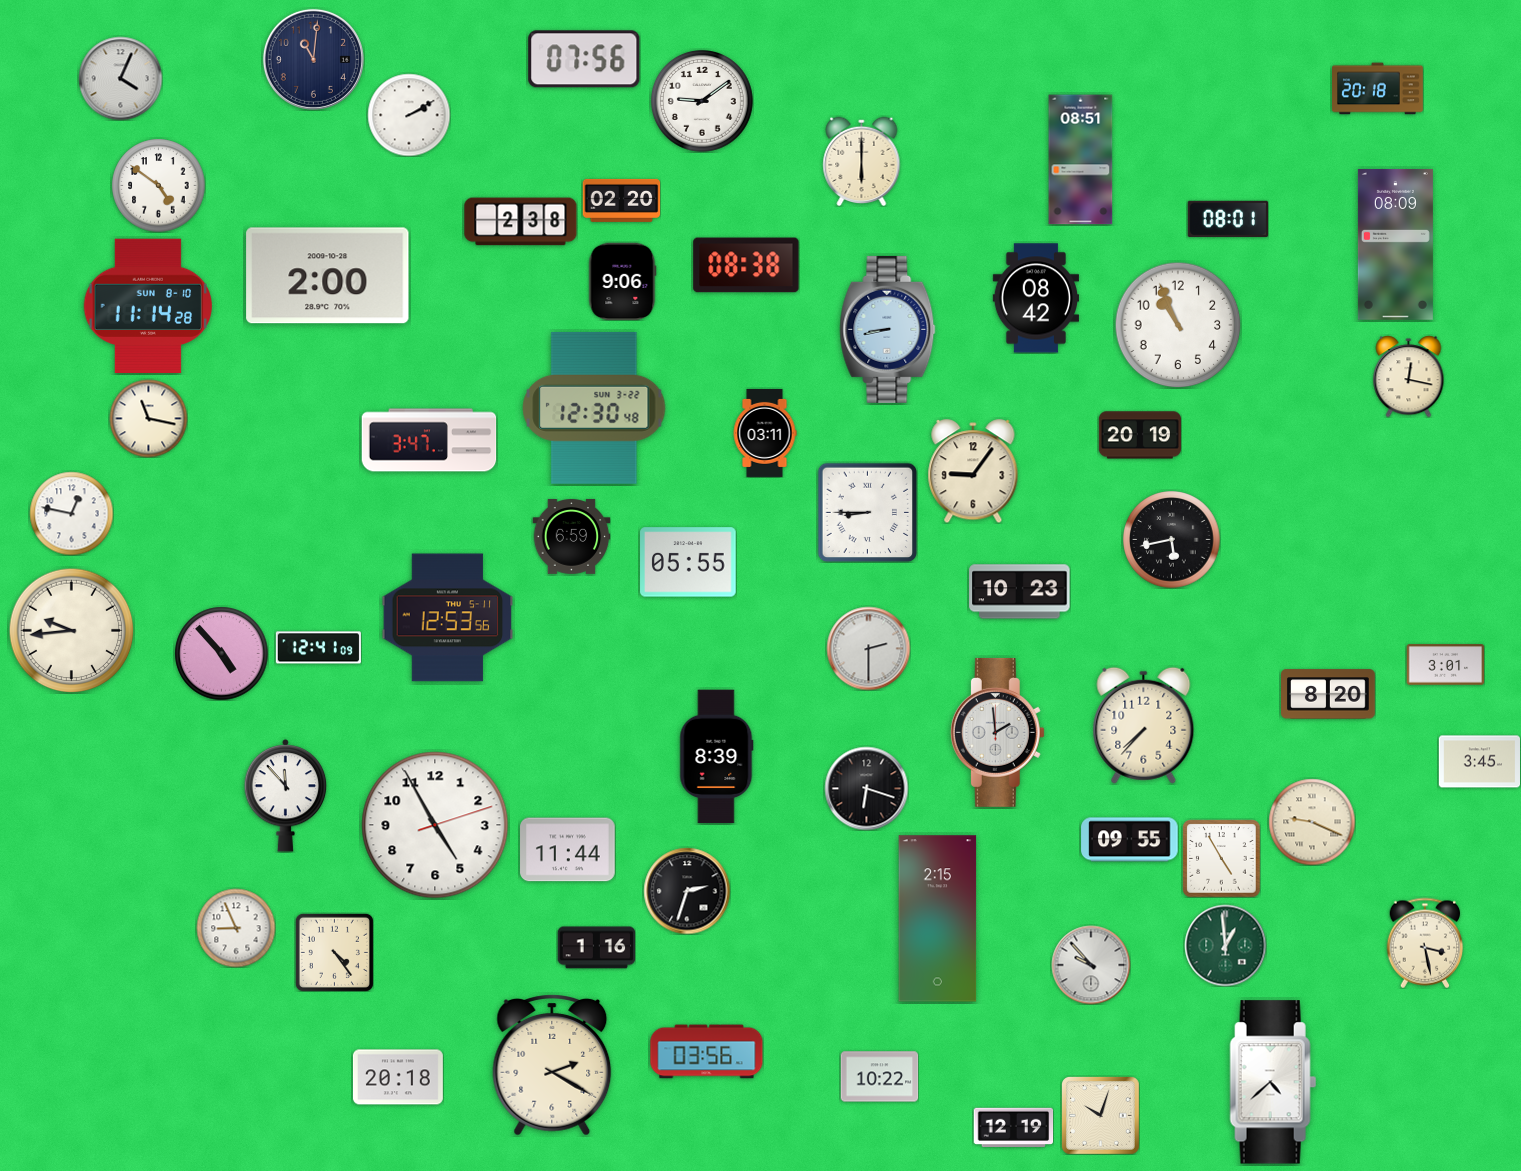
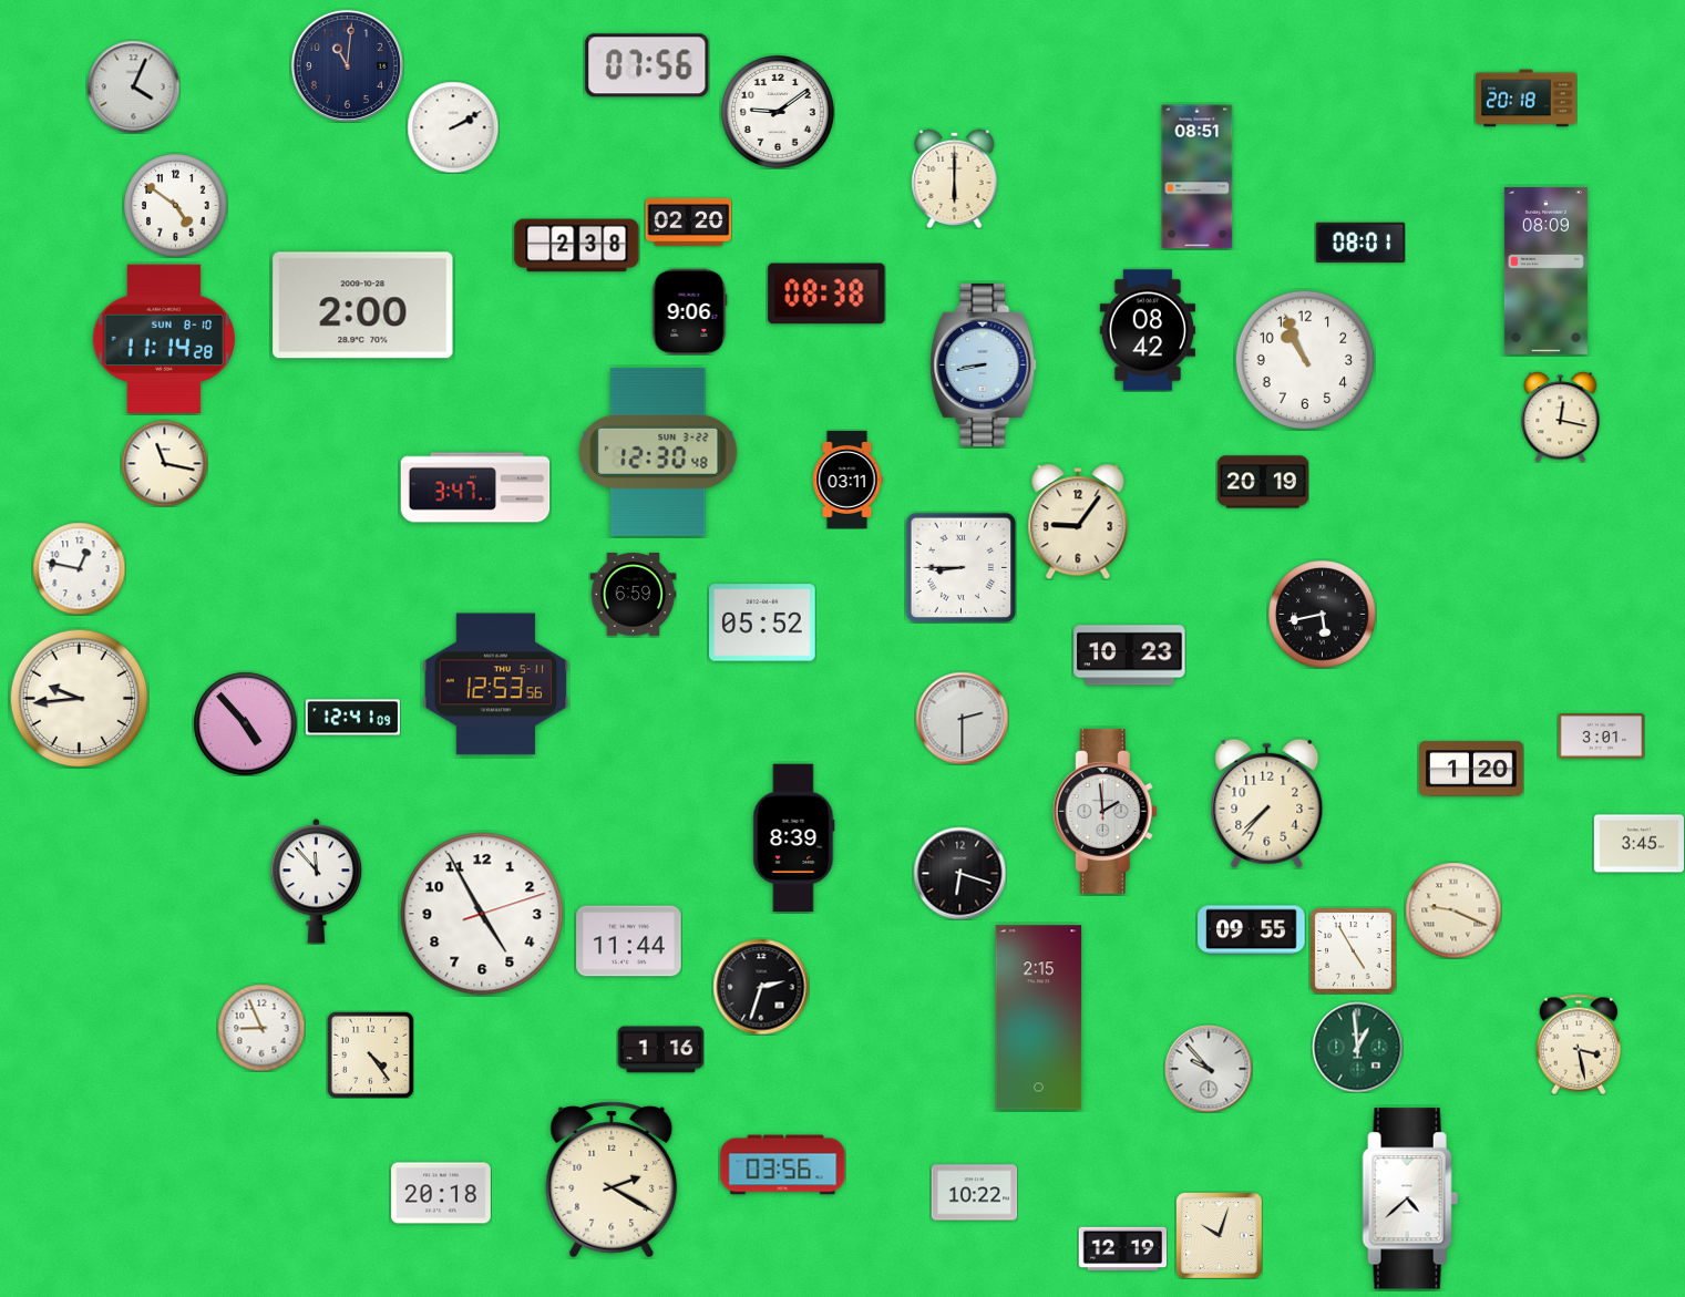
clock at (1172, 540) position: (1172, 540) -> (1323, 615)
clock at (688, 562): 05:55 -> 05:52
clock at (1328, 694): 8:20 -> 1:20
